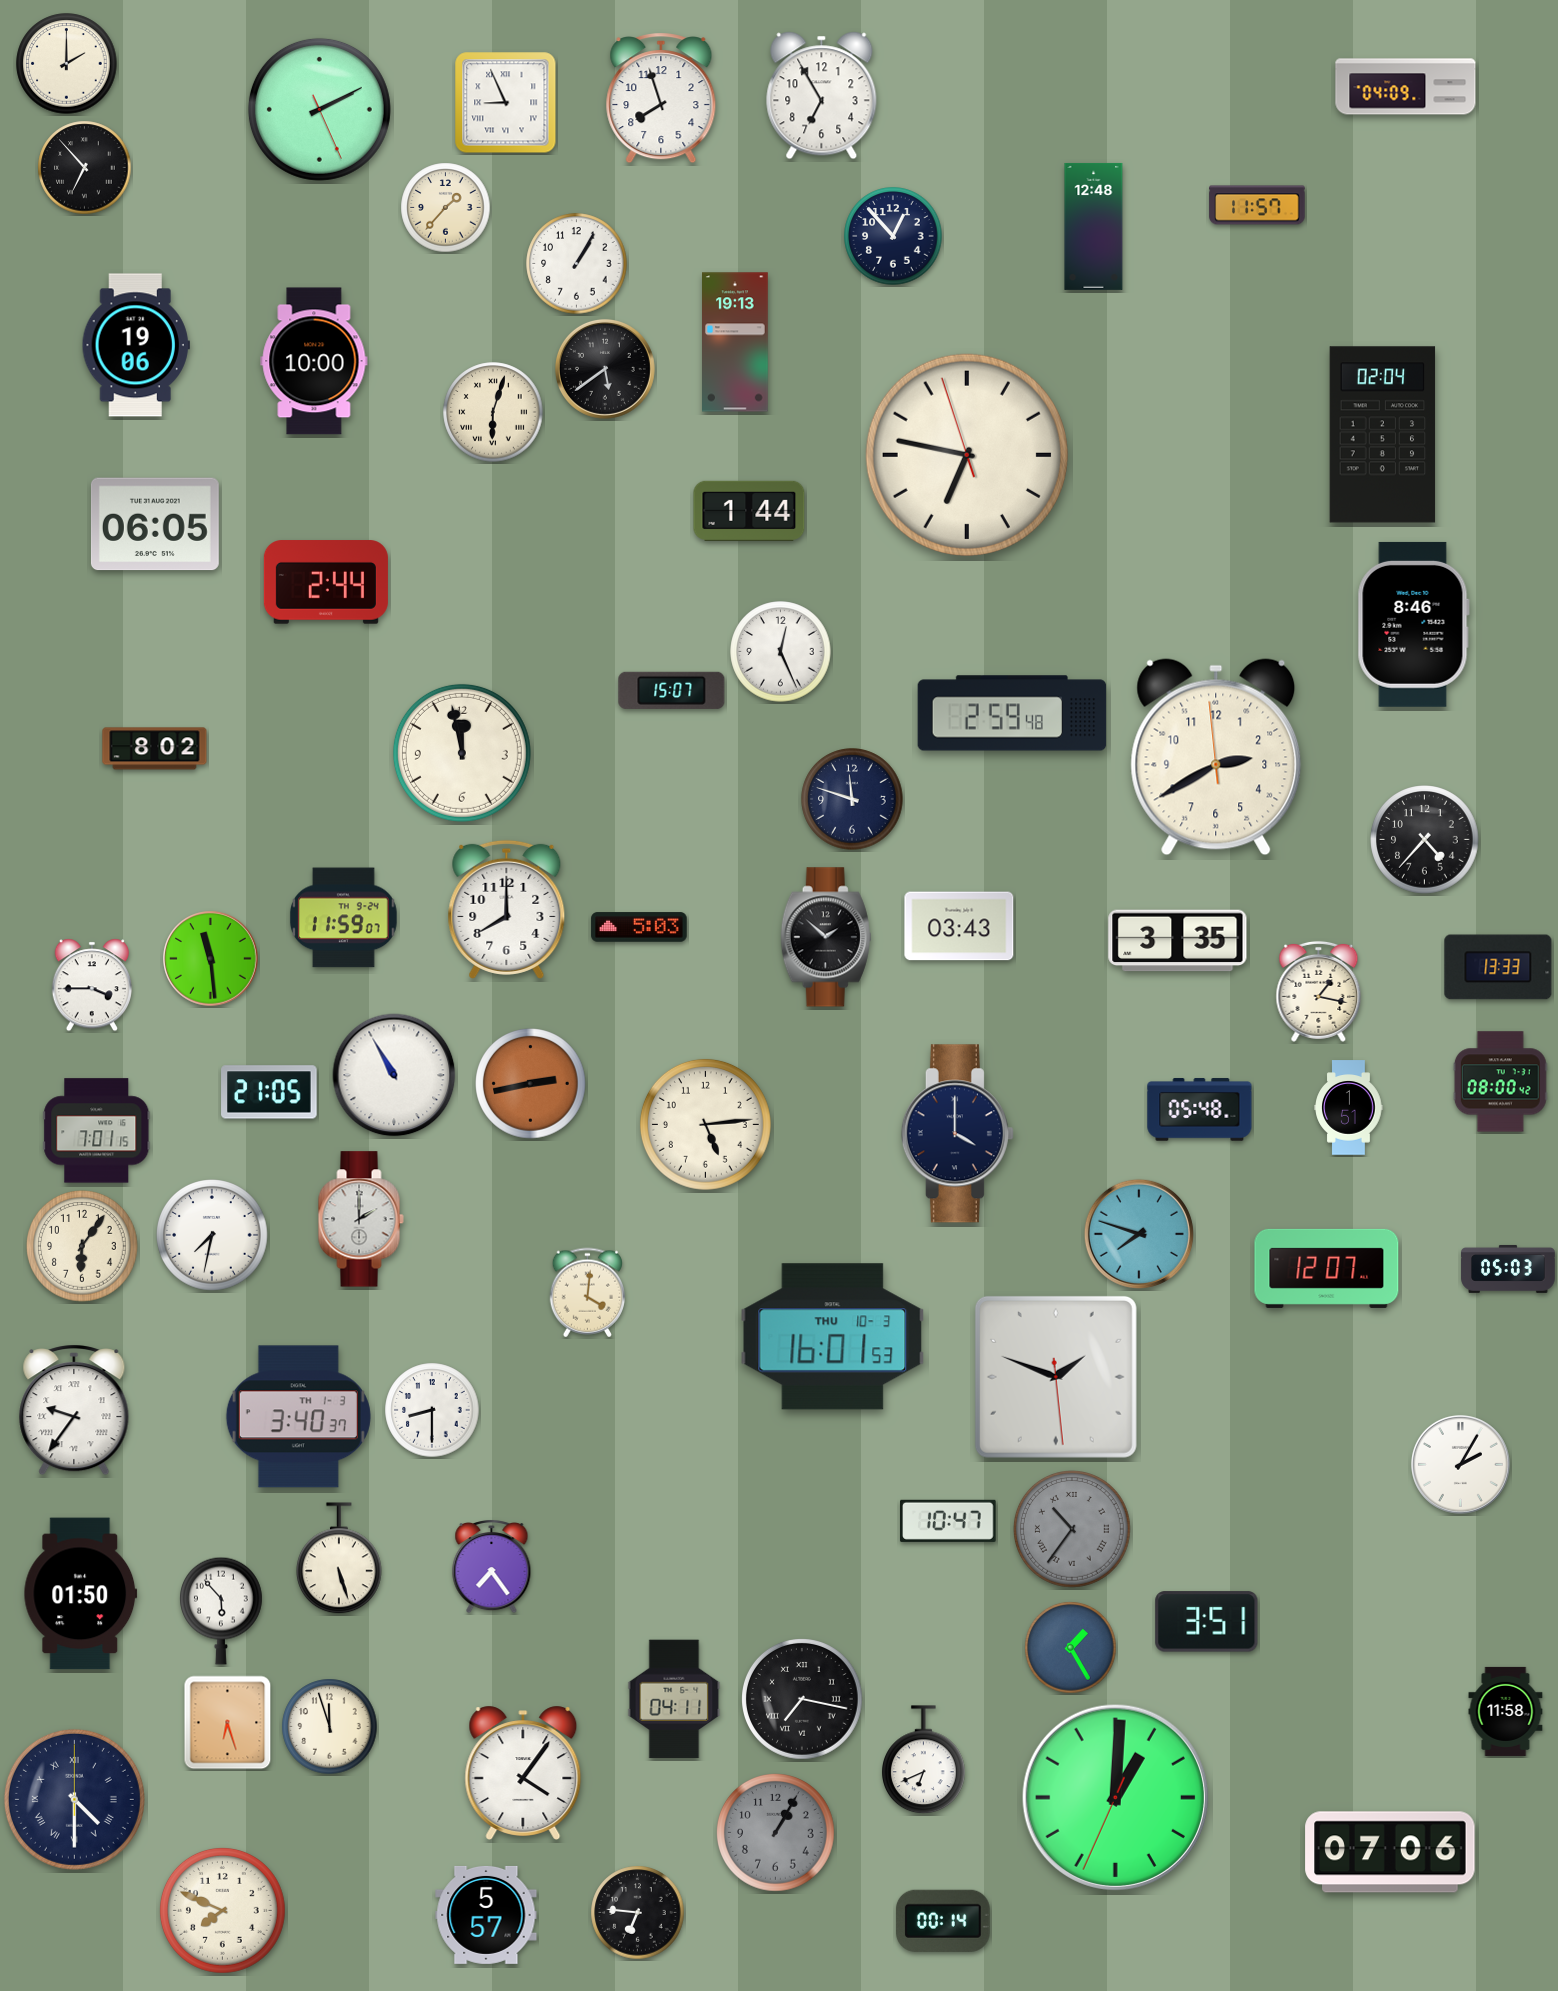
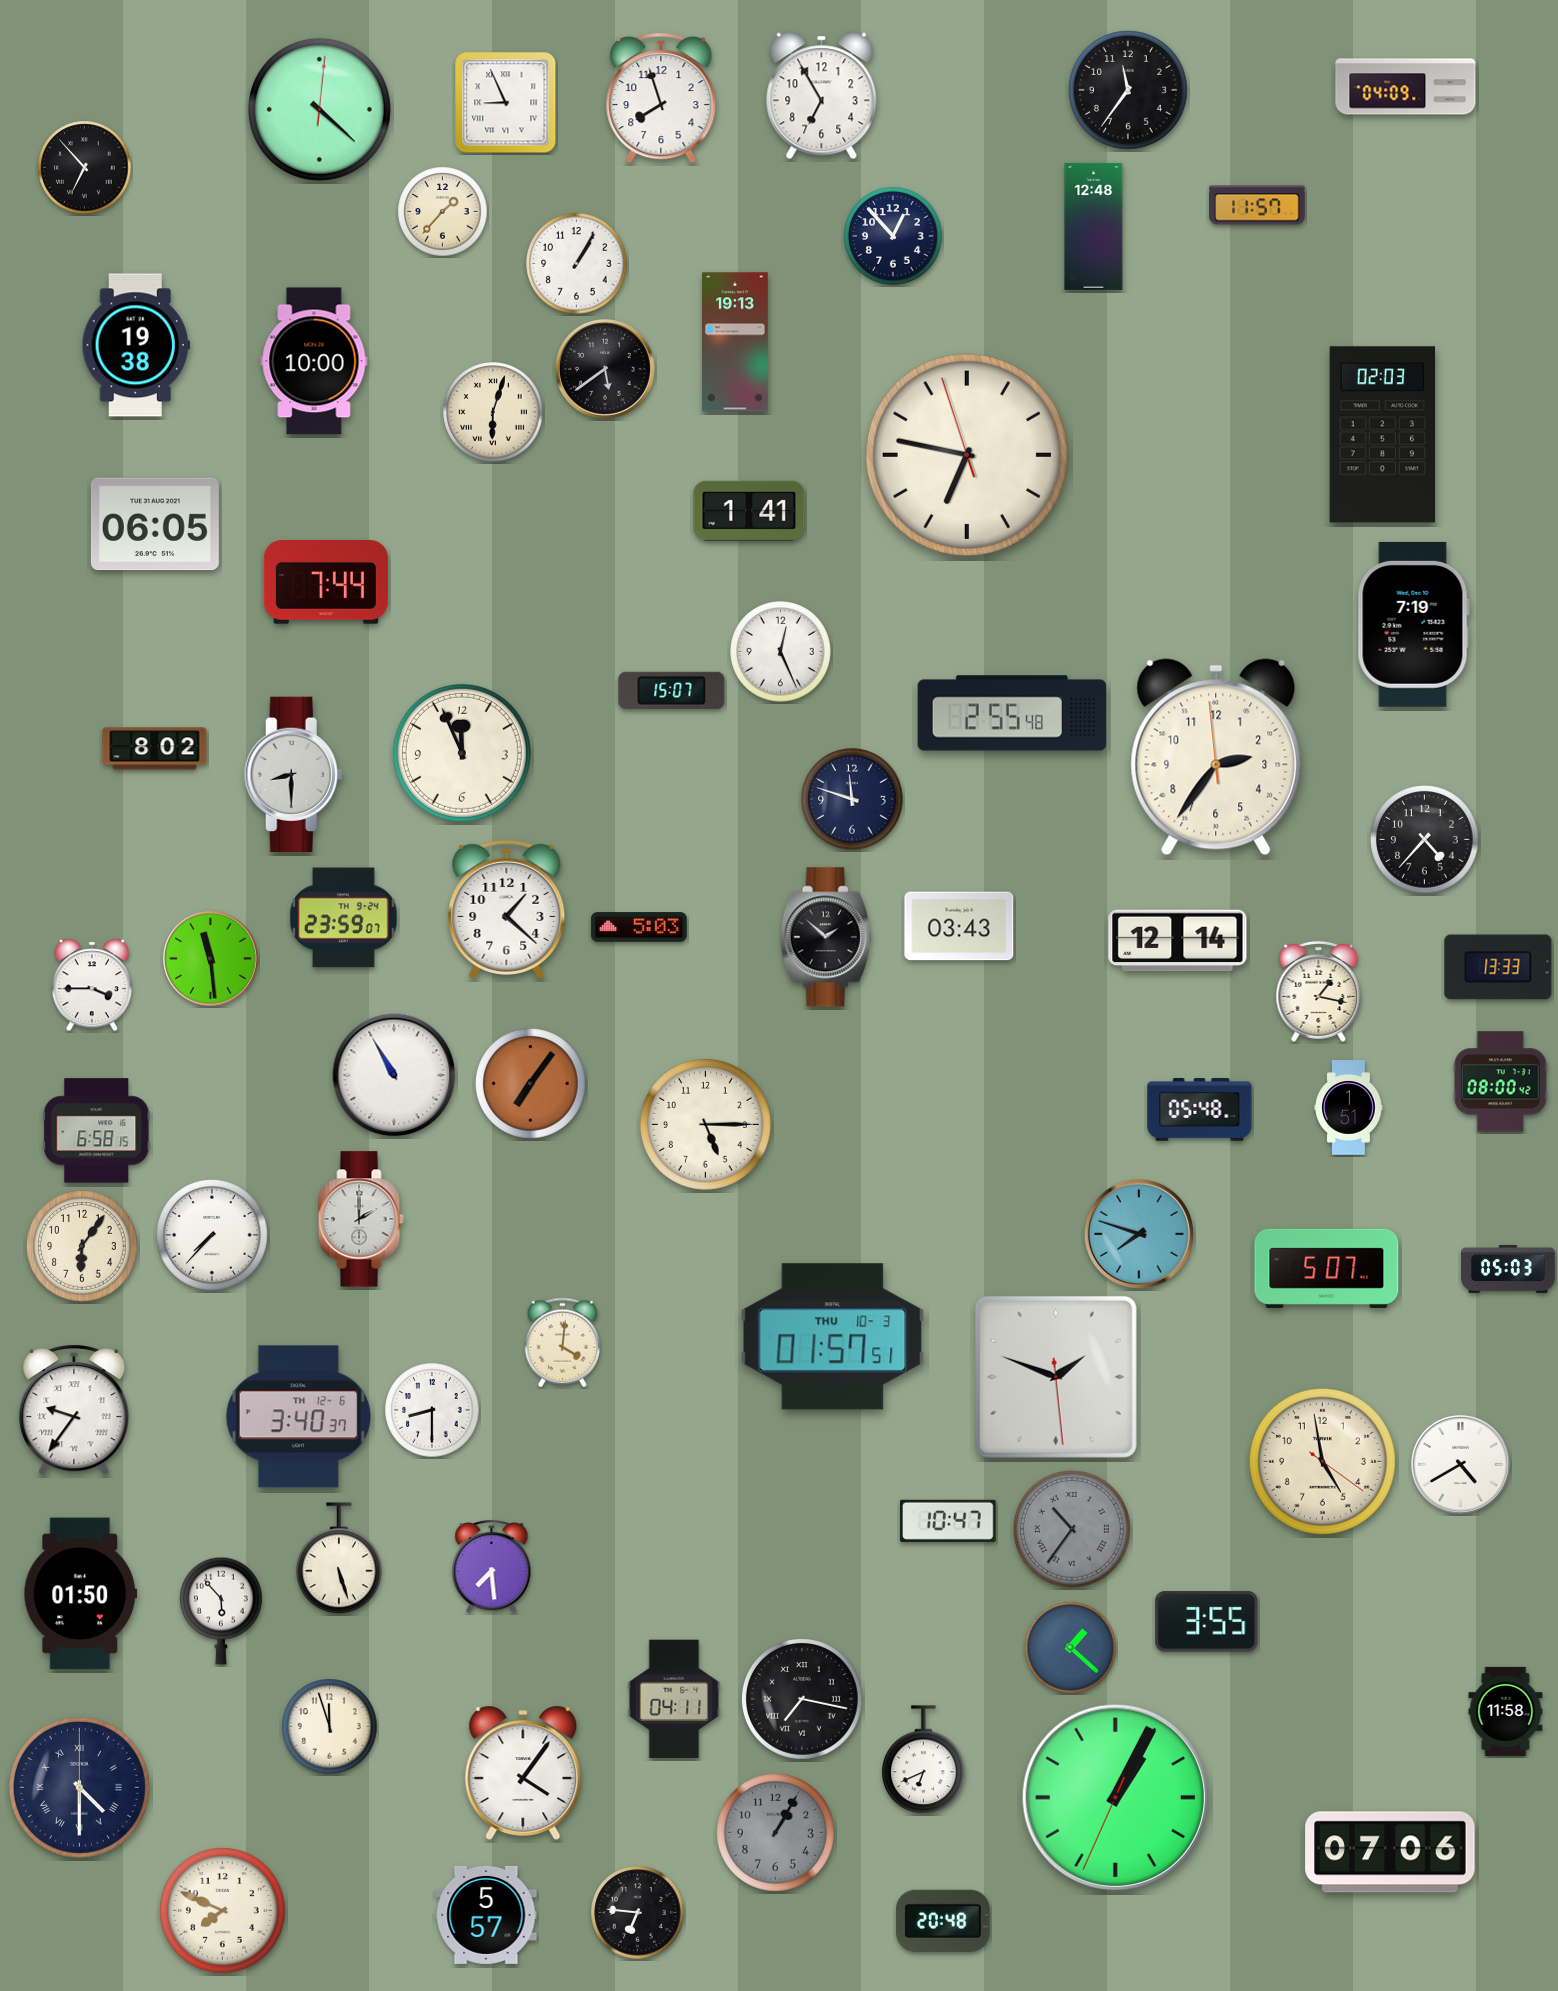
clock at (67, 64): 2:00 -> none
clock at (1129, 91): none -> 11:36
clock at (319, 109): 2:10 -> 4:22
clock at (446, 208) position: (446, 208) -> (443, 212)
clock at (136, 345): 19:06 -> 19:38
clock at (1383, 435): 02:04 -> 02:03
clock at (749, 511): 1:44 -> 1:41
clock at (326, 582): 2:44 -> 7:44
clock at (1413, 624): 8:46 -> 7:19
clock at (1012, 713): 2:59 -> 2:55
clock at (462, 753): 11:58 -> 11:56
clock at (1216, 757): 2:39 -> 2:35
clock at (293, 774): none -> 8:30
clock at (507, 909): 8:00 -> 1:22
clock at (343, 918): 11:59 -> 23:59
clock at (1178, 941): 3:35 -> 12:14
clock at (531, 1084): 2:43 -> 7:06
clock at (269, 1092): 21:05 -> none
clock at (705, 1124): 5:14 -> 5:15
clock at (97, 1131): 7:01 -> 6:58
clock at (957, 1134): 4:00 -> none
clock at (212, 1235): 7:32 -> 7:37
clock at (1327, 1268): 12:07 -> 5:07
clock at (588, 1293) position: (588, 1293) -> (563, 1343)
clock at (833, 1337): 16:01 -> 01:57
clock at (298, 1417) date: TH 1-3 -> TH 12-6
clock at (1322, 1461): none -> 4:58
clock at (1460, 1464): 2:05 -> 4:40
clock at (492, 1567): 7:24 -> 7:29
clock at (1207, 1622): 3:51 -> 3:55
clock at (1071, 1648): 1:25 -> 1:22
clock at (228, 1723): 6:27 -> none
clock at (1115, 1797): 1:00 -> 1:04
clock at (74, 1799) position: (74, 1799) -> (79, 1787)
clock at (943, 1921): 00:14 -> 20:48
